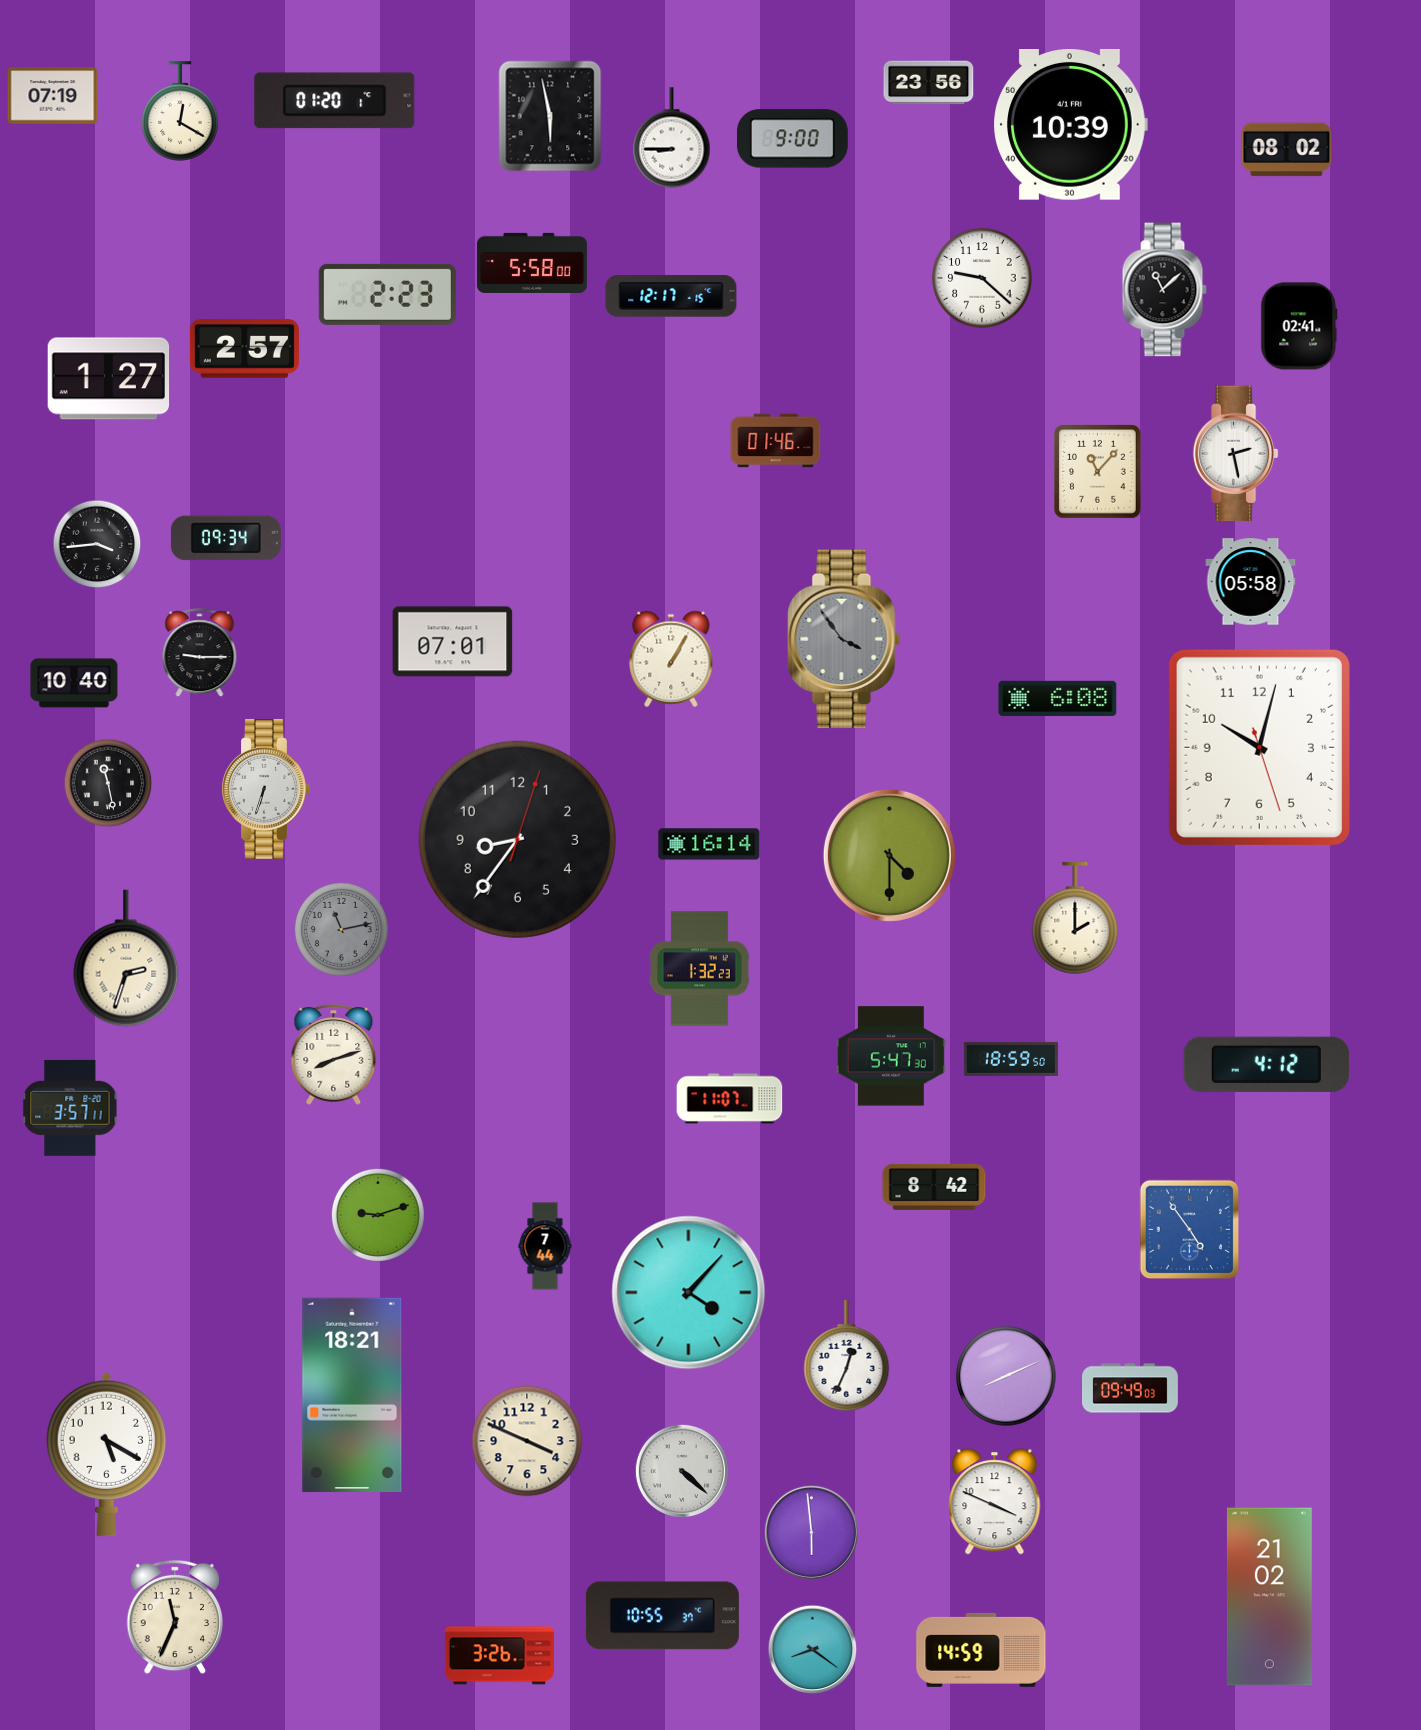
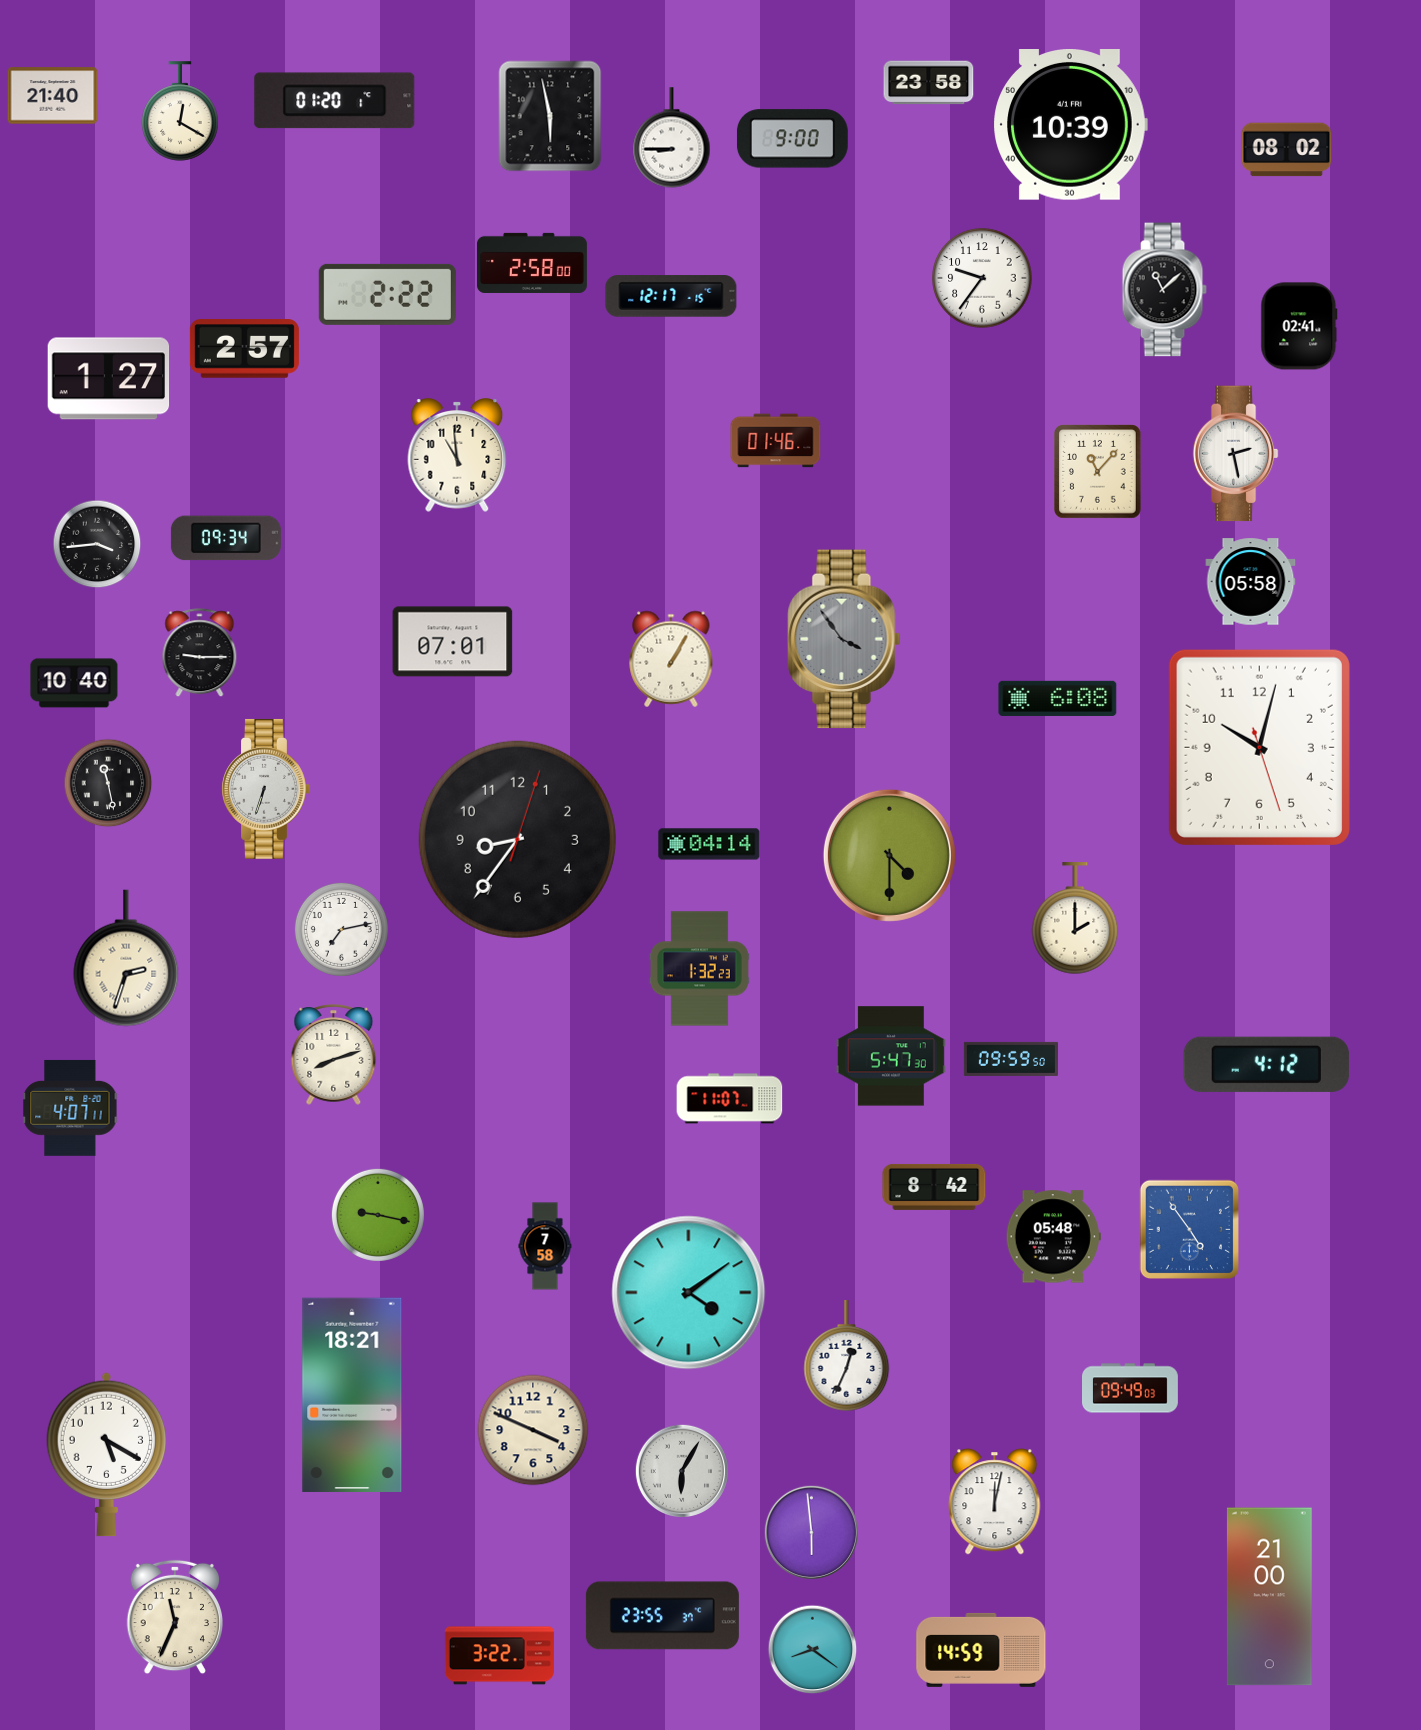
clock at (929, 83): 23:56 -> 23:58
clock at (53, 96): 07:19 -> 21:40
clock at (532, 263): 5:58 -> 2:58
clock at (982, 278): 9:22 -> 9:36
clock at (387, 294): 2:23 -> 2:22
clock at (457, 455): none -> 10:59
clock at (709, 844): 16:14 -> 04:14
clock at (341, 929): 11:13 -> 7:13
clock at (341, 929) dial: grey -> white
clock at (1011, 1059): 18:59 -> 09:59
clock at (70, 1108): 3:57 -> 4:07
clock at (378, 1215): 9:12 -> 9:17
clock at (1053, 1237): none -> 05:48
clock at (545, 1246): 7:44 -> 7:58
clock at (689, 1293): 4:07 -> 4:09
clock at (1006, 1376): 8:11 -> none
clock at (527, 1441) position: (527, 1441) -> (533, 1430)
clock at (682, 1471): 4:22 -> 6:05
clock at (995, 1502): 3:49 -> 12:02
clock at (1269, 1597): 21:02 -> 21:00
clock at (662, 1616): 10:55 -> 23:55
clock at (499, 1656): 3:26 -> 3:22
